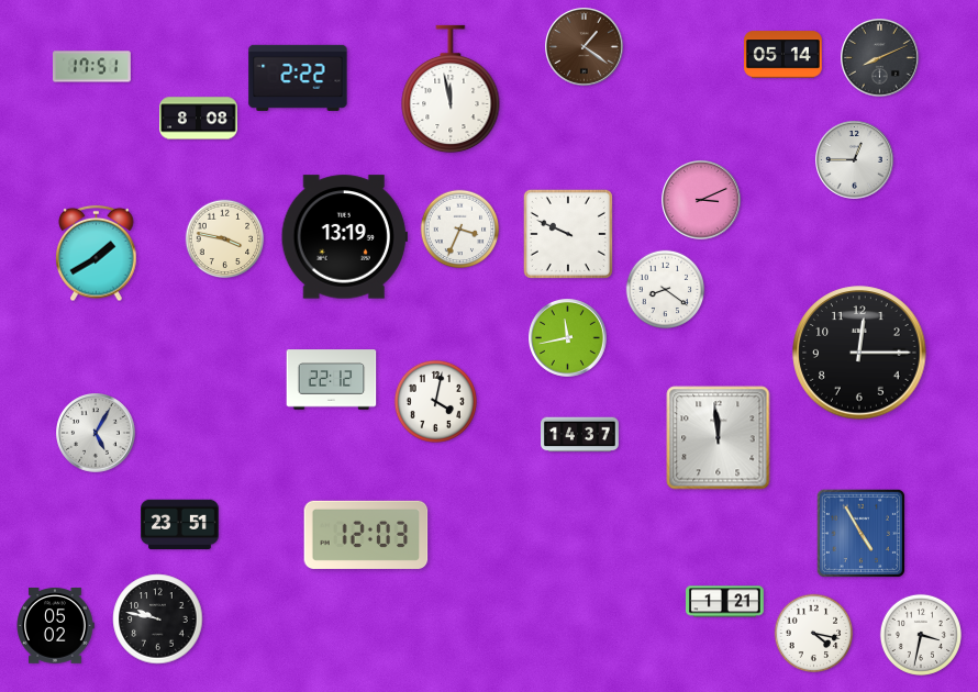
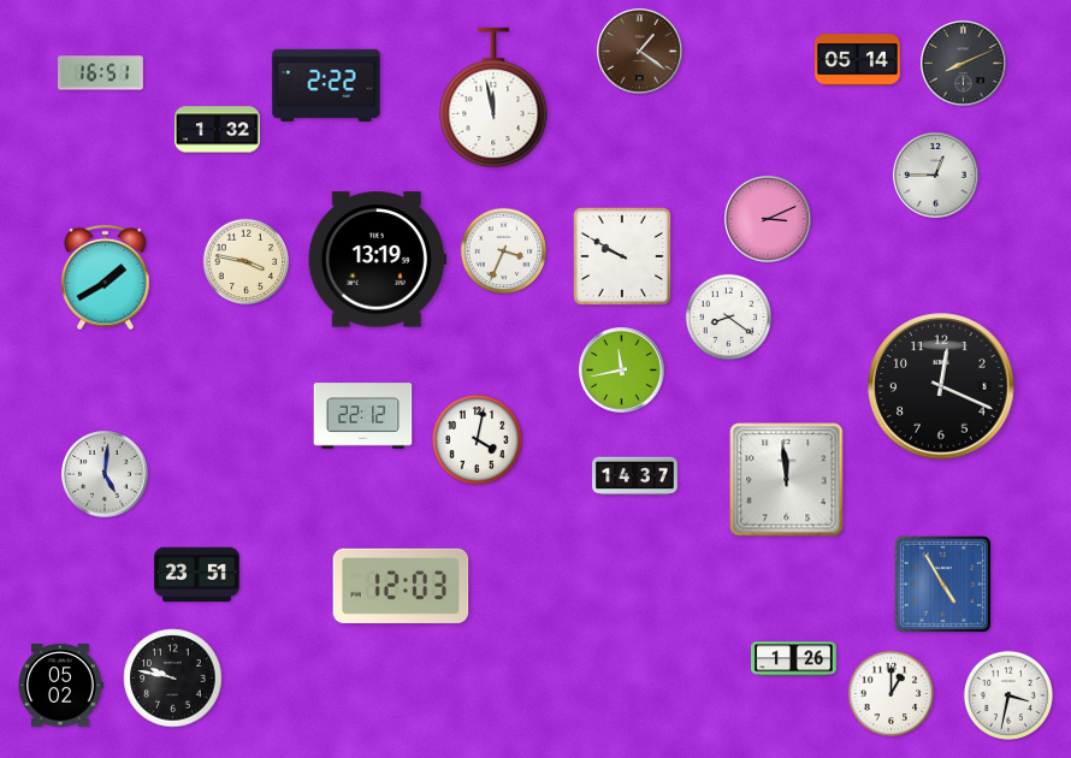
clock at (92, 67): 17:51 -> 16:51
clock at (199, 119): 8:08 -> 1:32
clock at (568, 234): 9:49 -> 9:50
clock at (859, 353): 12:15 -> 12:19
clock at (97, 434): 5:05 -> 5:01
clock at (725, 602): 1:21 -> 1:26
clock at (814, 634): 4:17 -> 1:00
